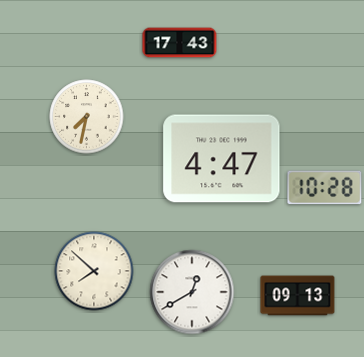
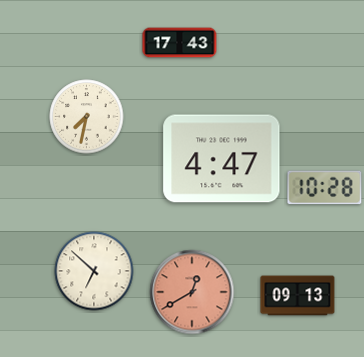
clock at (94, 271): 7:52 -> 6:52
clock at (192, 292) dial: white -> salmon
